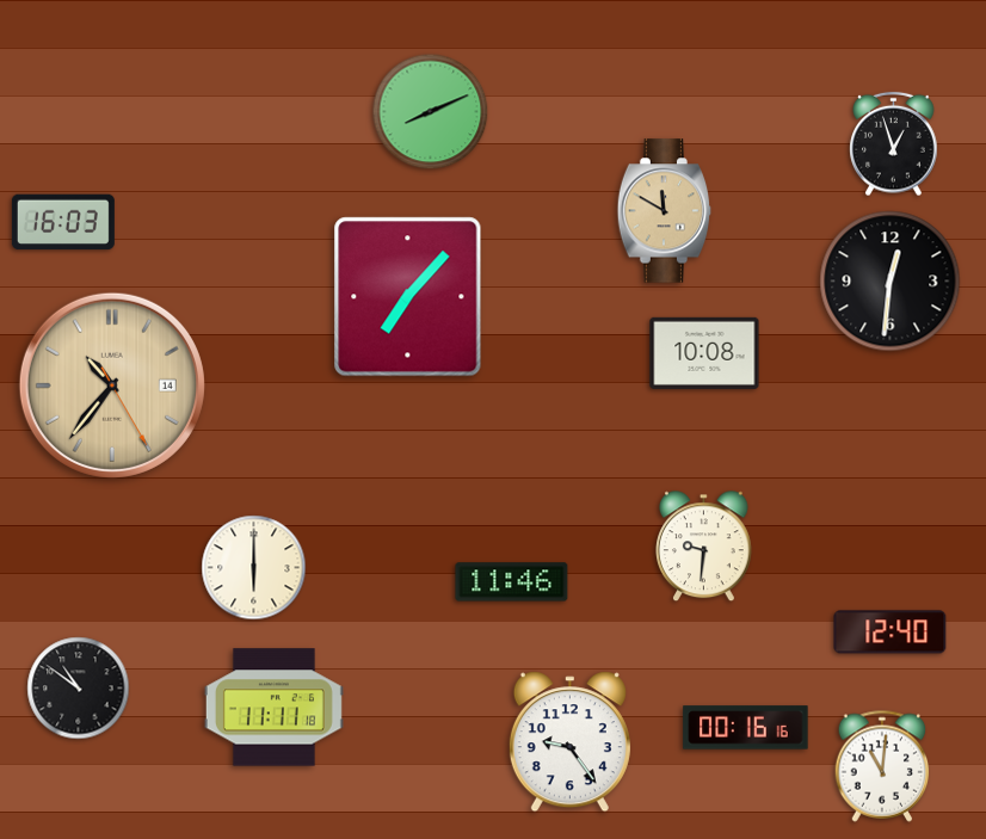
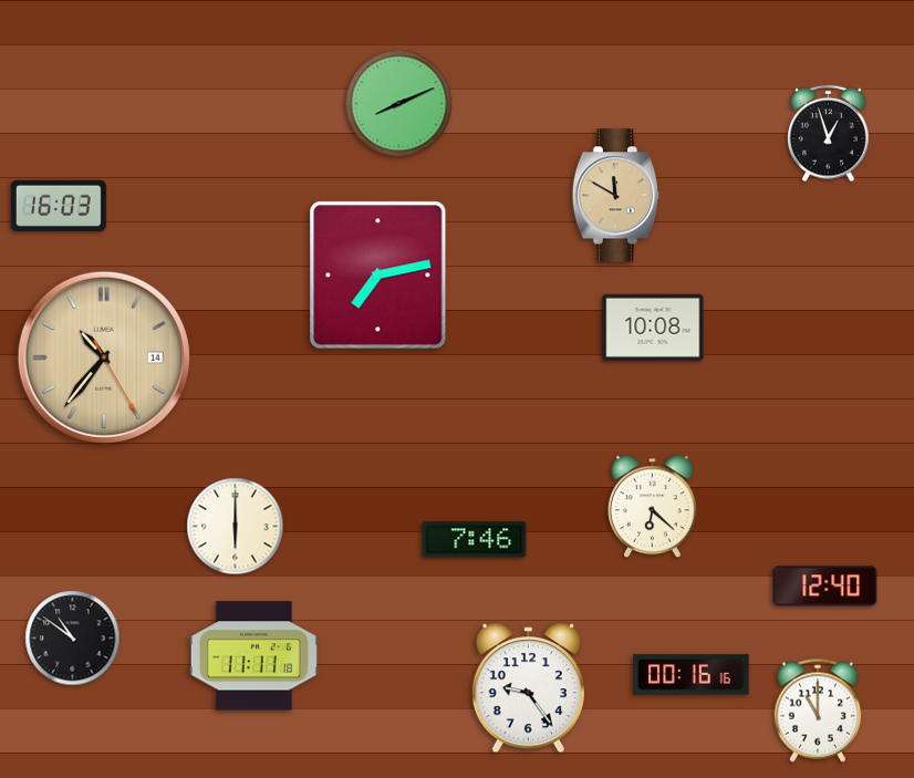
clock at (891, 282): 12:31 -> none
clock at (408, 297): 7:07 -> 7:13
clock at (704, 547): 9:31 -> 6:22
clock at (512, 582): 11:46 -> 7:46
clock at (882, 766): 11:01 -> 11:00
